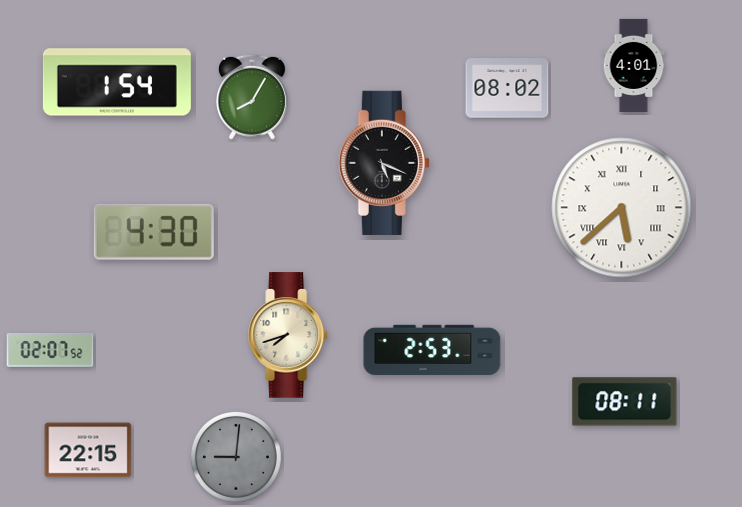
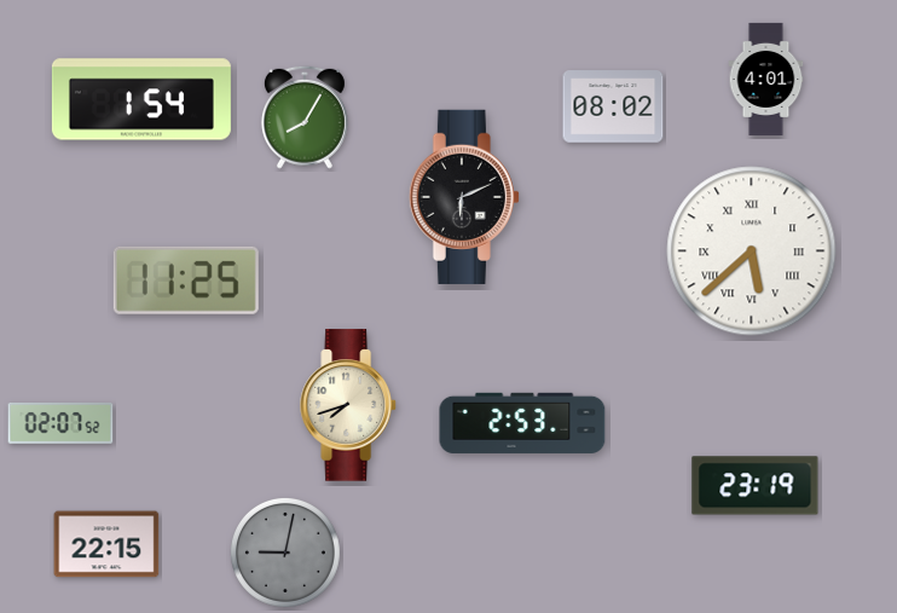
clock at (384, 163): 5:19 -> 6:11
clock at (154, 232): 4:30 -> 11:25
clock at (625, 402): 08:11 -> 23:19
clock at (236, 457): 9:01 -> 9:02
